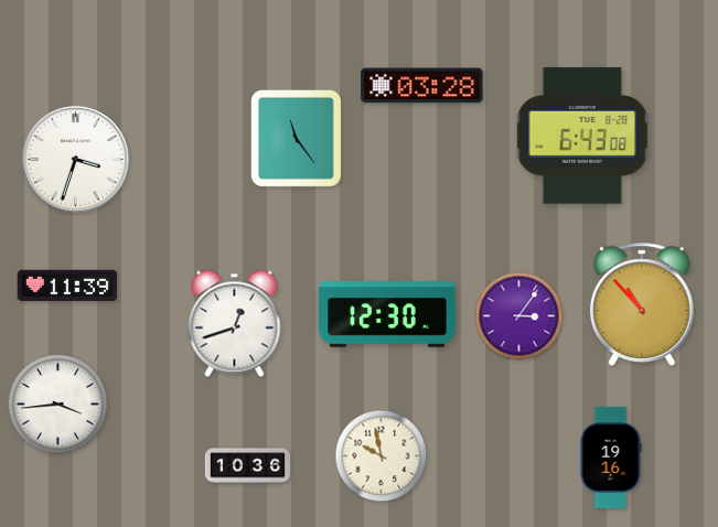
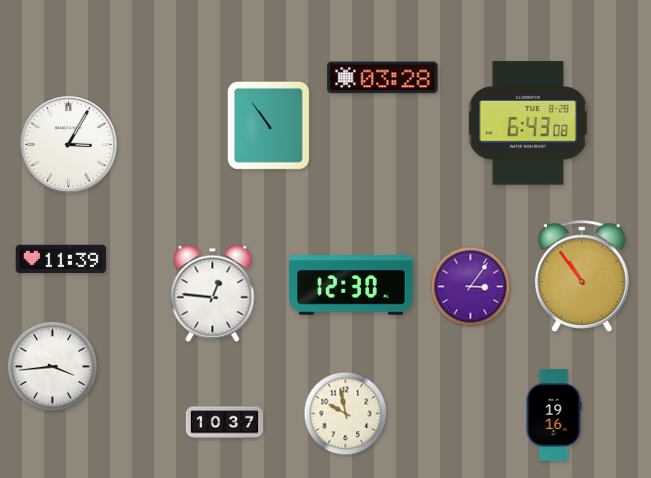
clock at (296, 138): 11:24 -> 10:54
clock at (76, 160): 3:33 -> 3:05
clock at (642, 304): 10:53 -> 10:54
clock at (235, 323): 12:42 -> 12:46
clock at (247, 466): 10:36 -> 10:37
